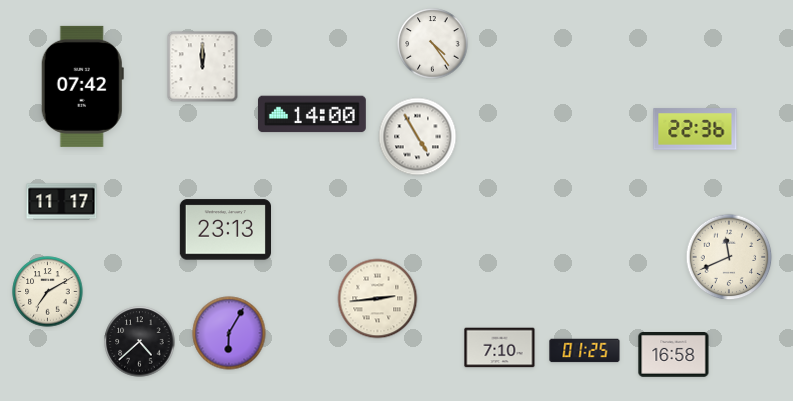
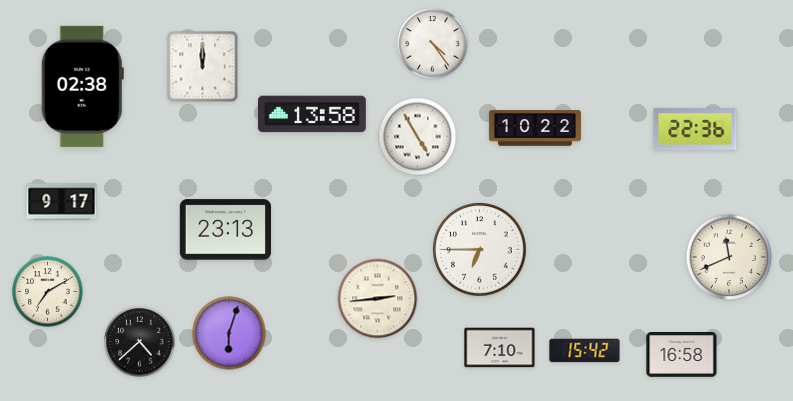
clock at (82, 86): 07:42 -> 02:38
clock at (312, 114): 14:00 -> 13:58
clock at (535, 128): none -> 10:22
clock at (62, 202): 11:17 -> 9:17
clock at (480, 250): none -> 6:45
clock at (229, 333): 6:05 -> 6:03
clock at (585, 351): 01:25 -> 15:42
clock at (674, 355) position: (674, 355) -> (682, 355)
